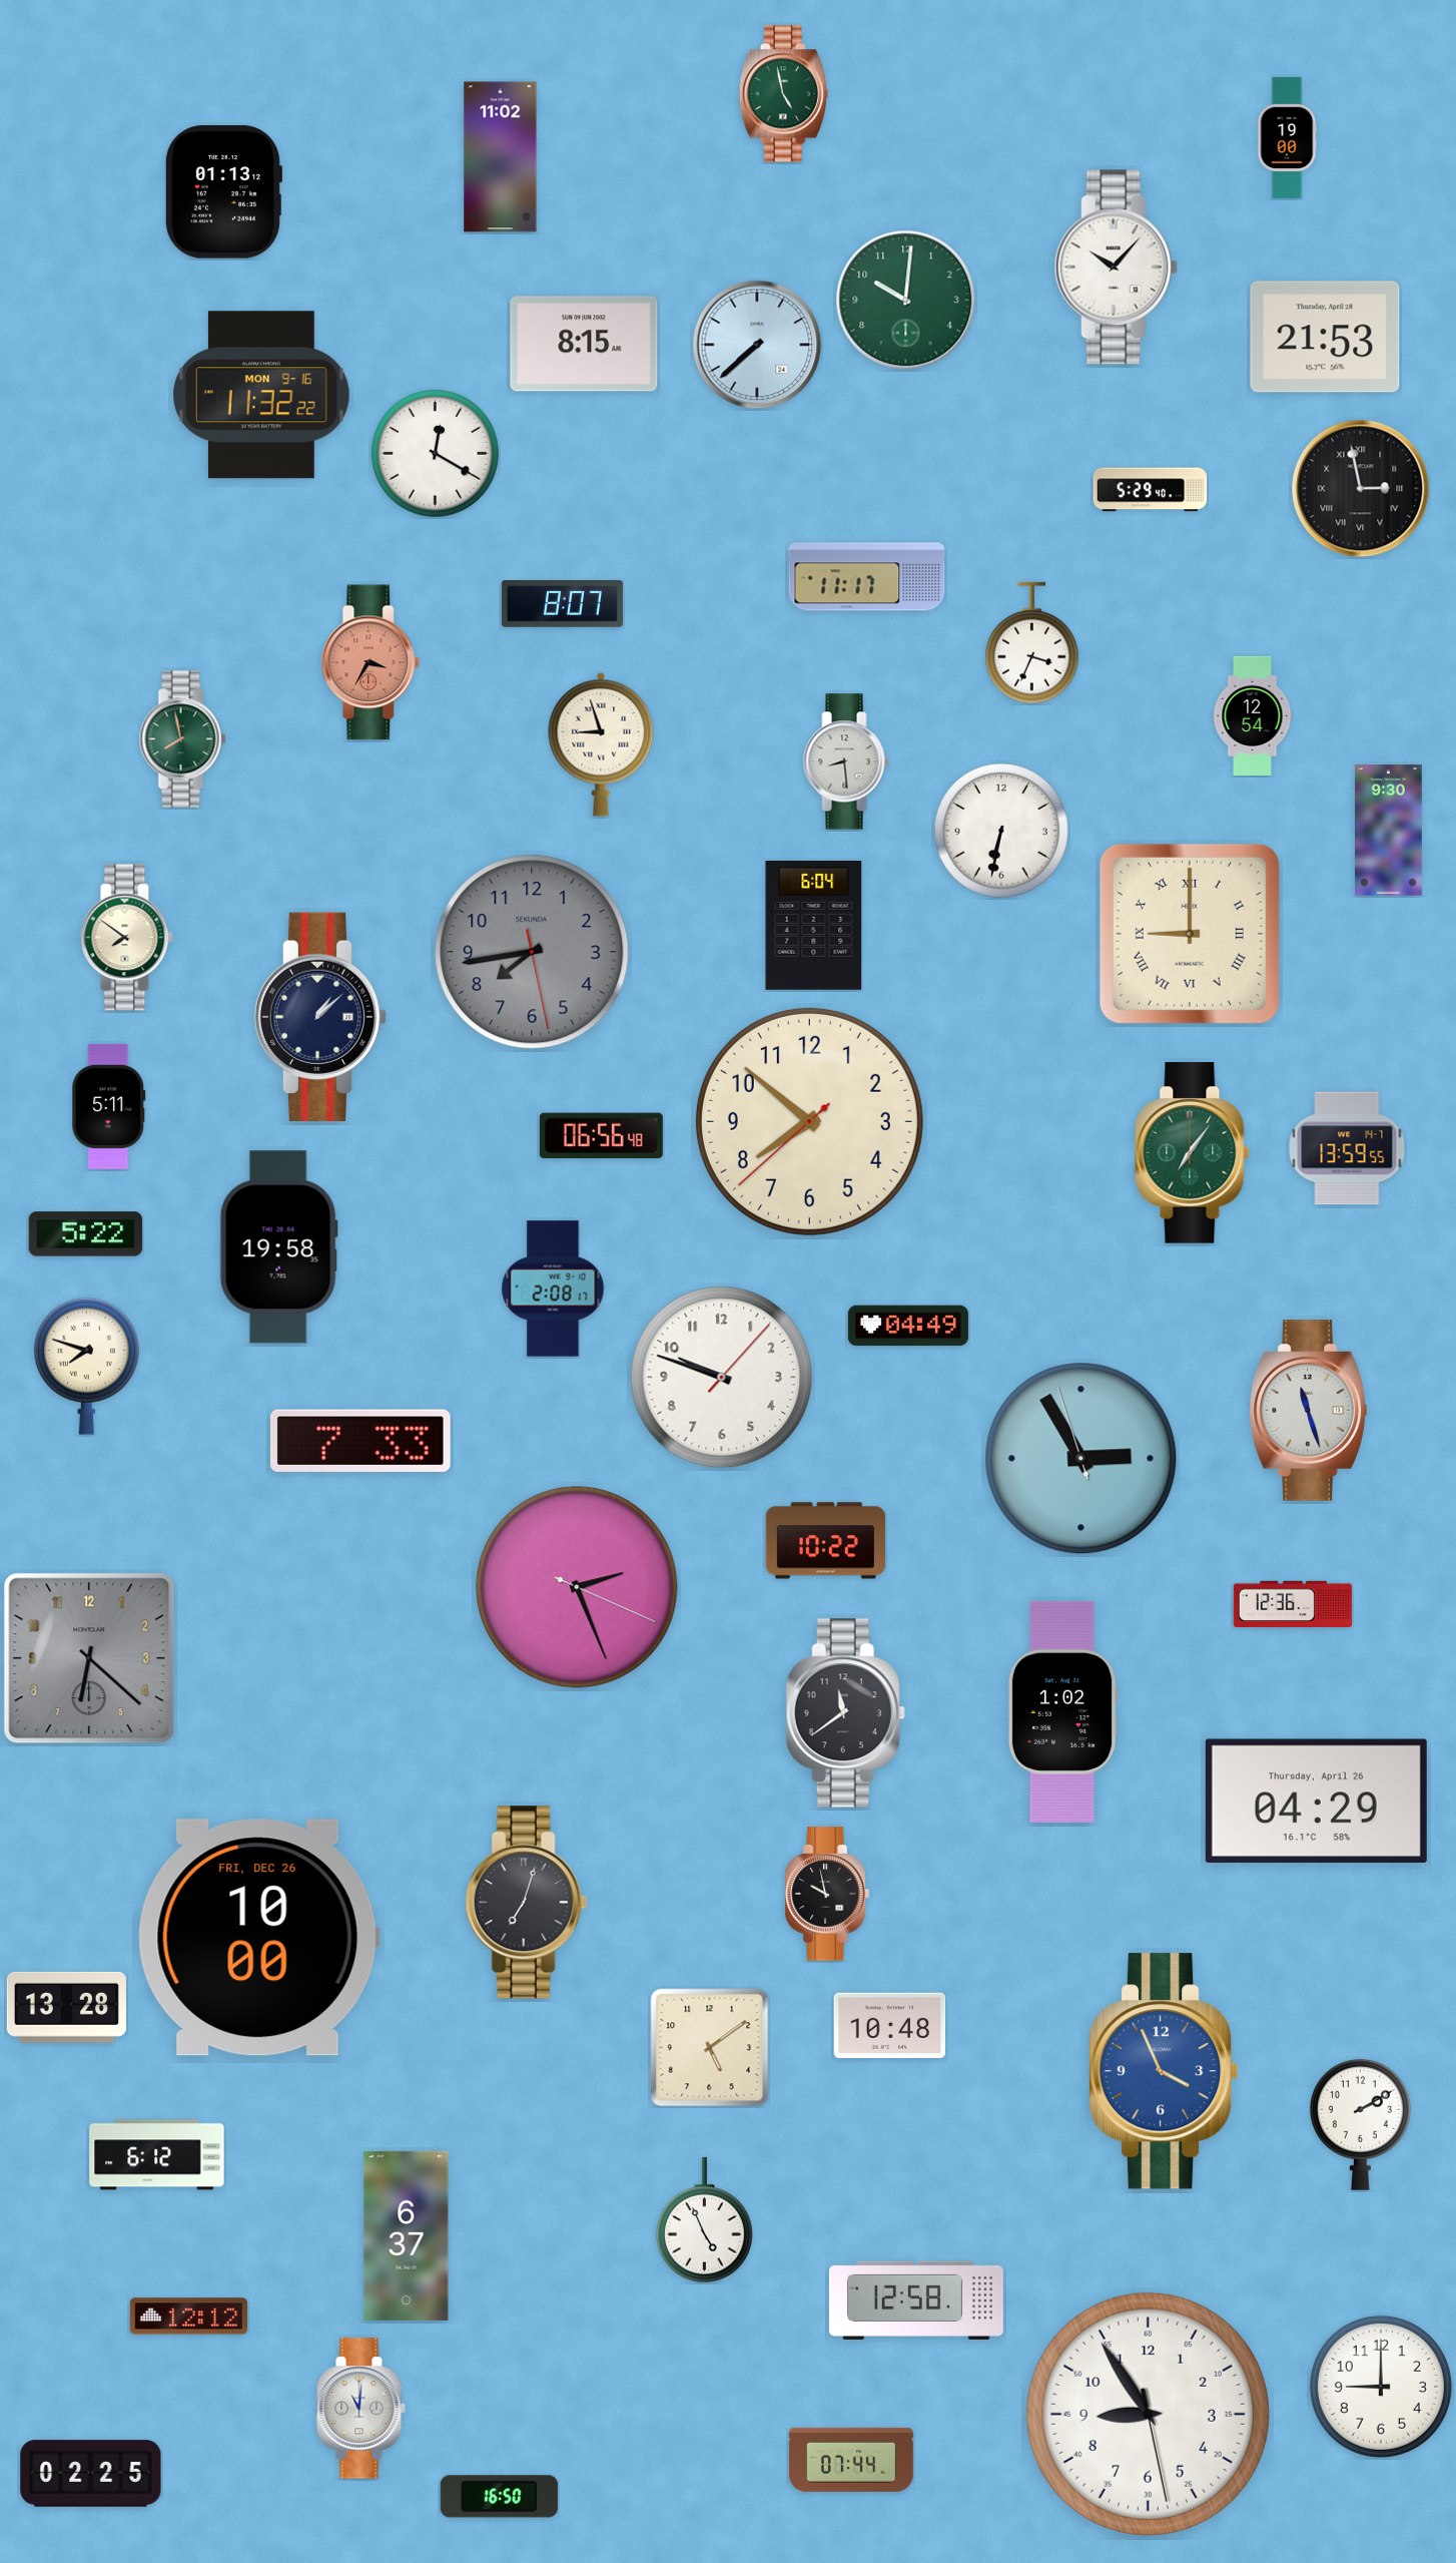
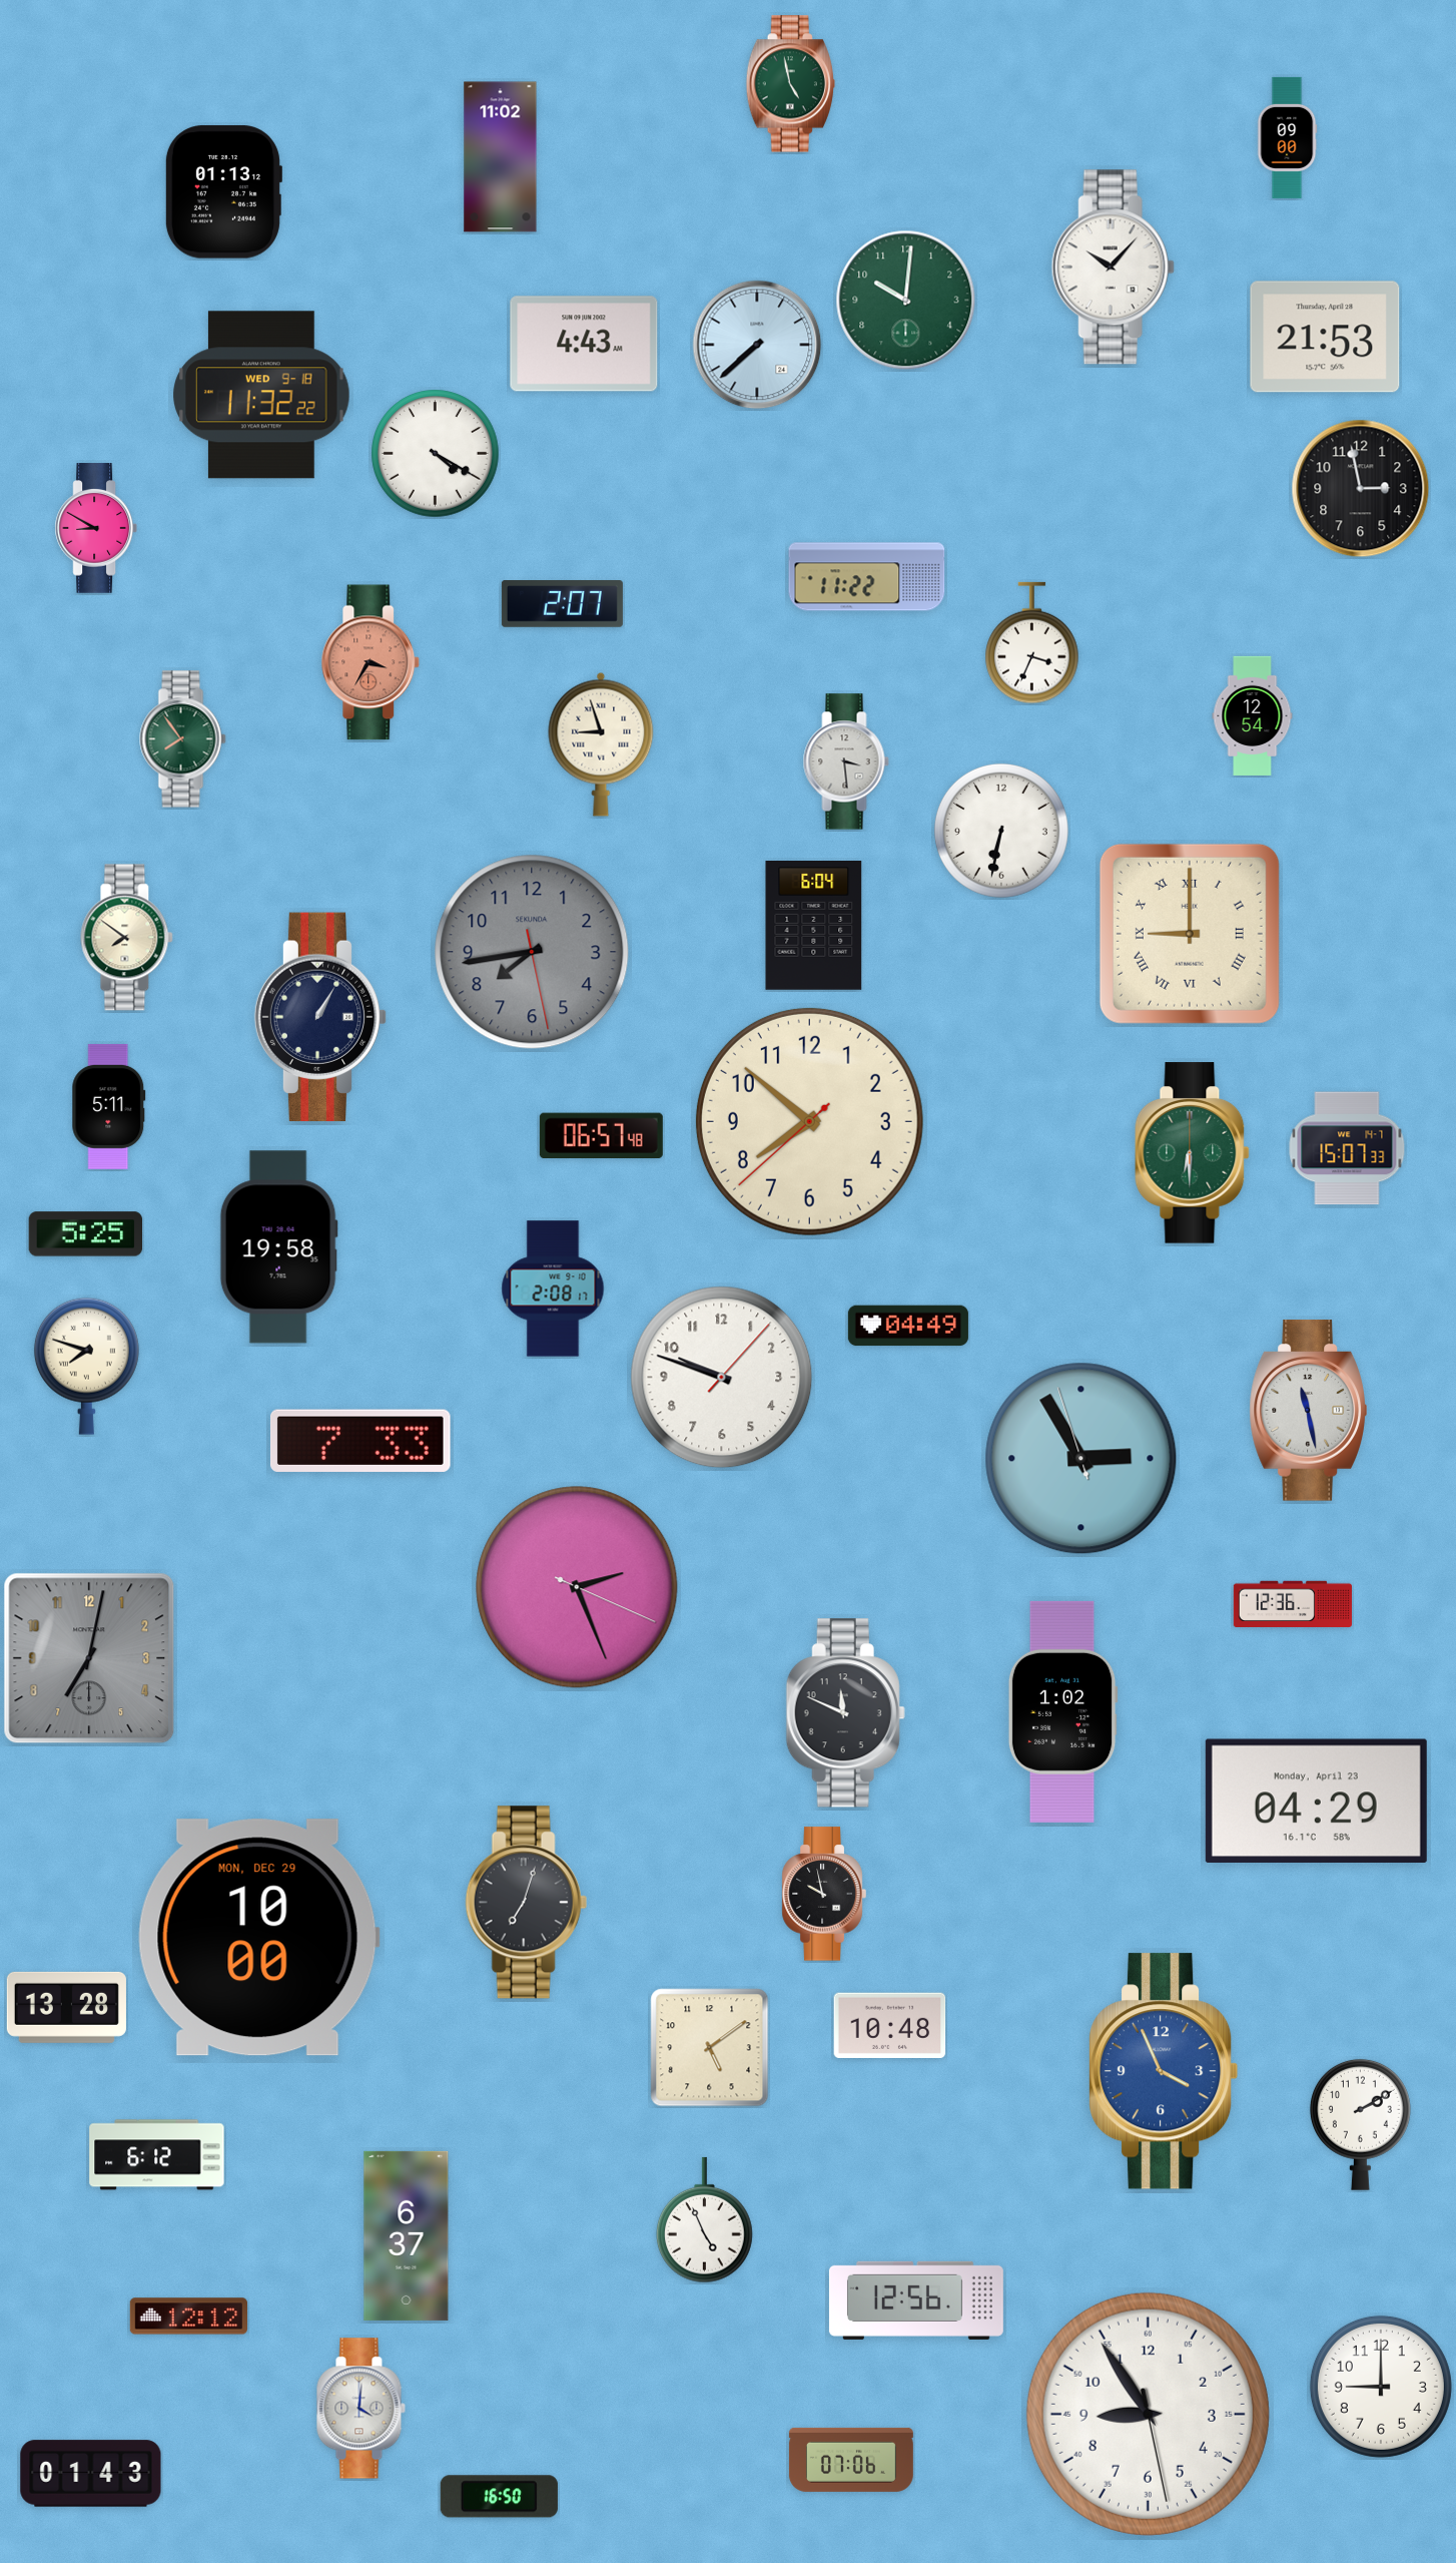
clock at (783, 94) position: (783, 94) -> (790, 84)
clock at (1287, 137): 19:00 -> 09:00
clock at (1116, 268) position: (1116, 268) -> (1113, 268)
clock at (584, 344): 8:15 -> 4:43
clock at (261, 395) date: MON 9-16 -> WED 9-18
clock at (436, 454): 12:20 -> 4:20
clock at (1361, 489) numerals: Roman -> Arabic
clock at (1151, 490): 5:29 -> none
clock at (95, 528): none -> 8:50
clock at (867, 577): 11:17 -> 11:22
clock at (562, 604): 8:07 -> 2:07
clock at (183, 739): 7:58 -> 7:54
clock at (846, 761): 8:29 -> 3:29
clock at (1389, 831): 9:30 -> none
clock at (320, 1016): 1:08 -> 1:05
clock at (601, 1135): 06:56 -> 06:57
clock at (1347, 1148): 13:59 -> 15:07
clock at (1193, 1153): 7:06 -> 6:30
clock at (86, 1234): 5:22 -> 5:25
clock at (1308, 1411): 11:27 -> 11:28
clock at (825, 1541): 10:22 -> none
clock at (89, 1658): 6:22 -> 7:02
clock at (845, 1713): 11:39 -> 11:49
clock at (1316, 1801) date: Thursday, April 26 -> Monday, April 23
clock at (827, 1894) position: (827, 1894) -> (824, 1894)
clock at (258, 1938) date: FRI, DEC 26 -> MON, DEC 29
clock at (916, 2300): 12:58 -> 12:56
clock at (360, 2409): 11:01 -> 4:01
clock at (851, 2460): 07:44 -> 07:06
clock at (91, 2474): 02:25 -> 01:43
